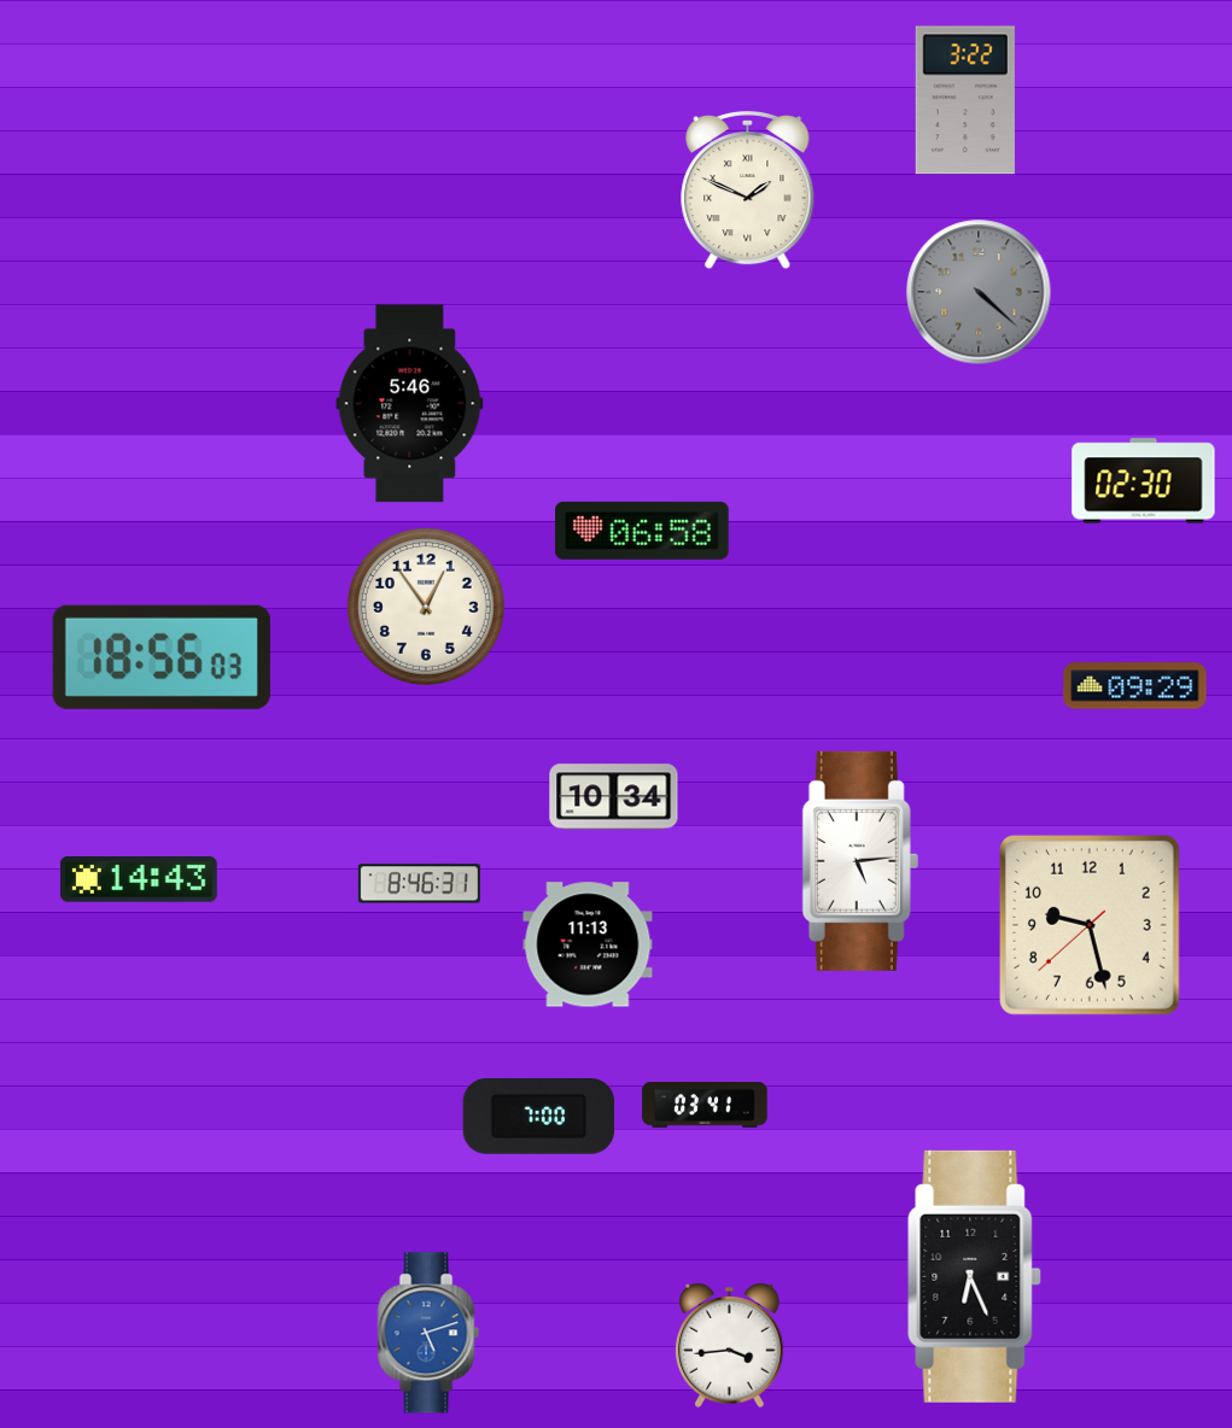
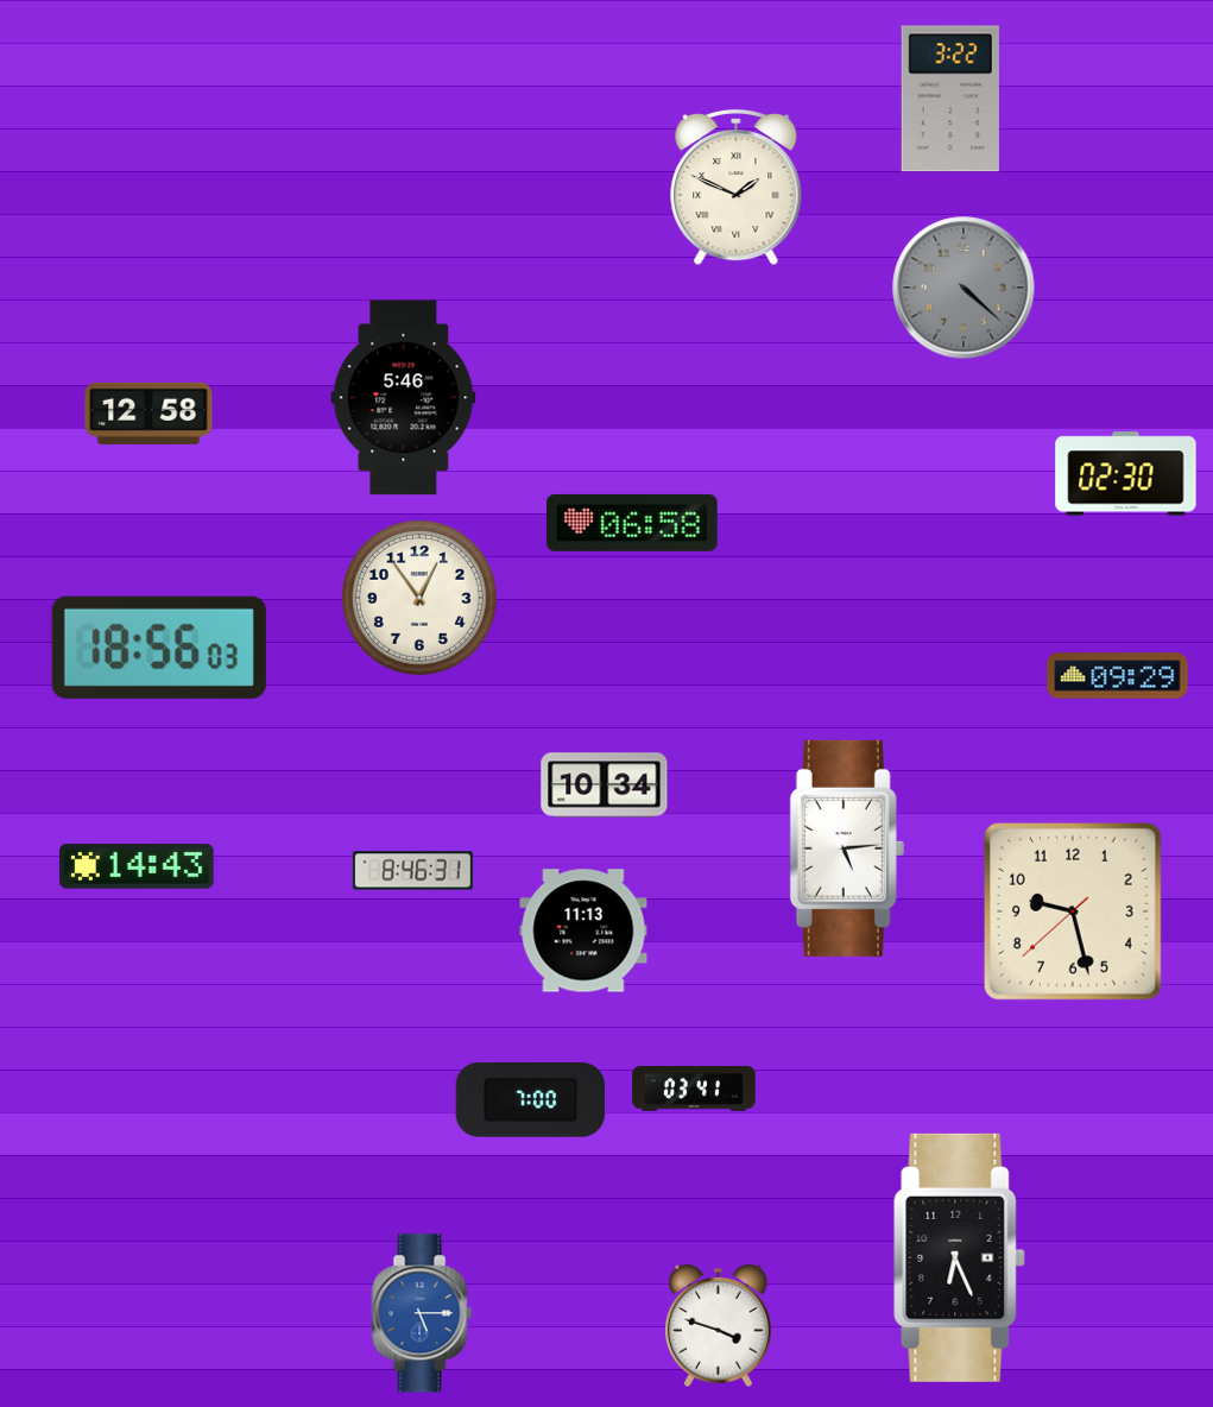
clock at (149, 414): none -> 12:58
clock at (588, 944) position: (588, 944) -> (583, 930)
clock at (428, 1333): 5:12 -> 5:15
clock at (730, 1346): 3:44 -> 3:48
